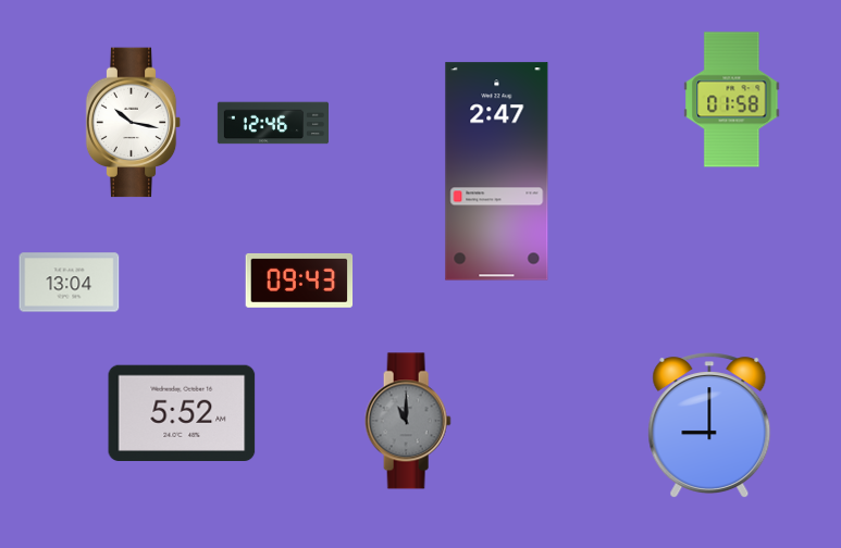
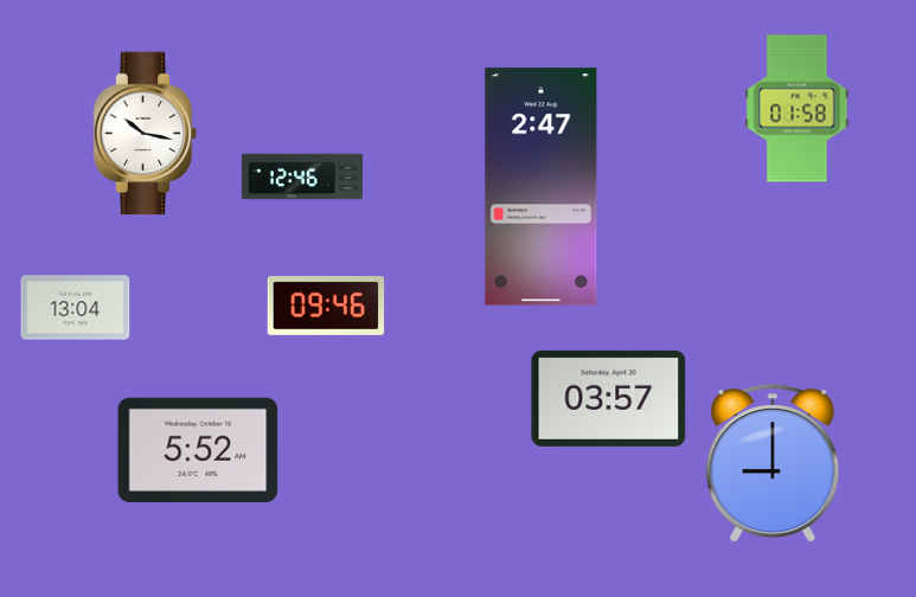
clock at (272, 123) position: (272, 123) -> (301, 176)
clock at (299, 281): 09:43 -> 09:46
clock at (609, 398): none -> 03:57
clock at (408, 421): 11:00 -> none
